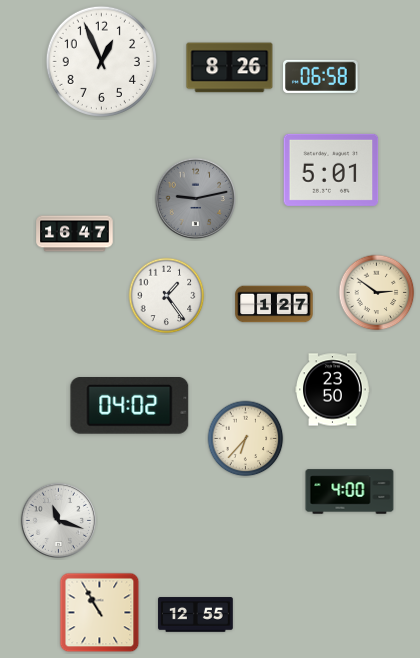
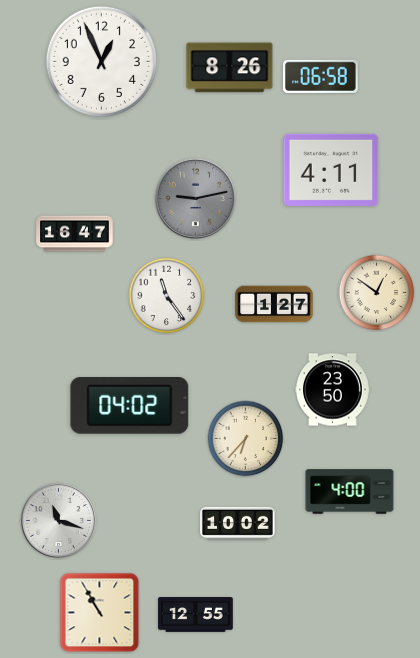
clock at (331, 170): 5:01 -> 4:11
clock at (377, 293): 2:51 -> 12:51
clock at (167, 296): 1:24 -> 11:24
clock at (238, 523): none -> 10:02
